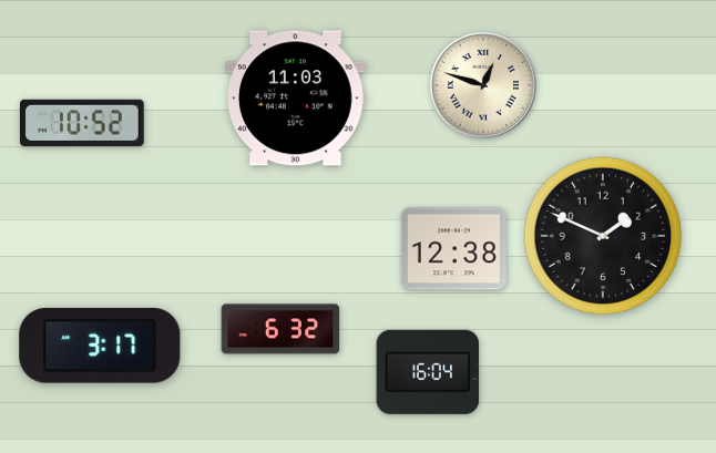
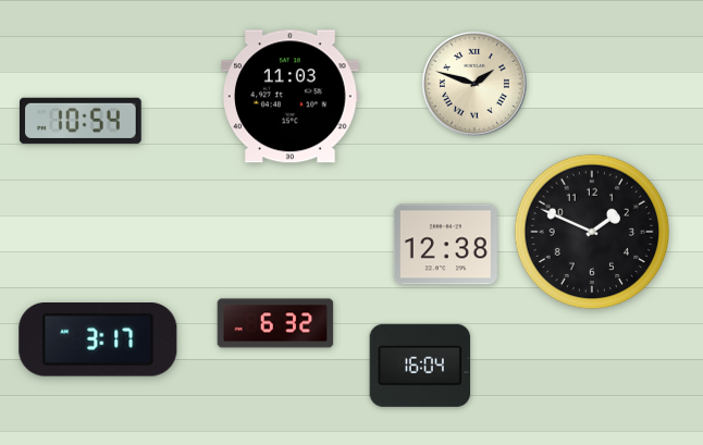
clock at (483, 85): 12:48 -> 1:48
clock at (83, 123): 10:52 -> 10:54
